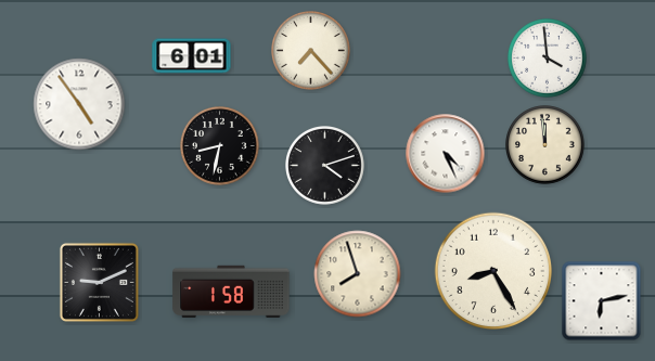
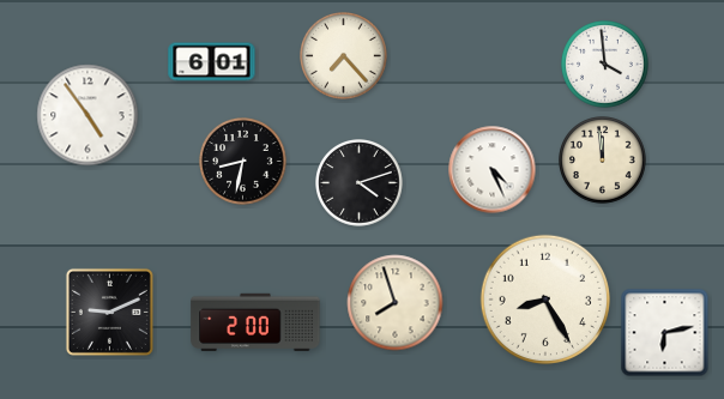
clock at (231, 292): 1:58 -> 2:00
